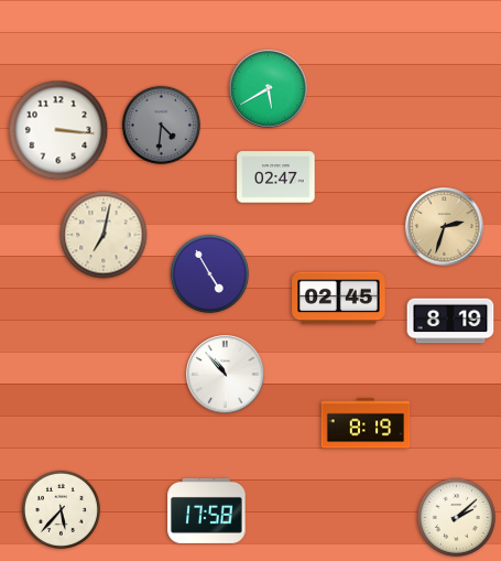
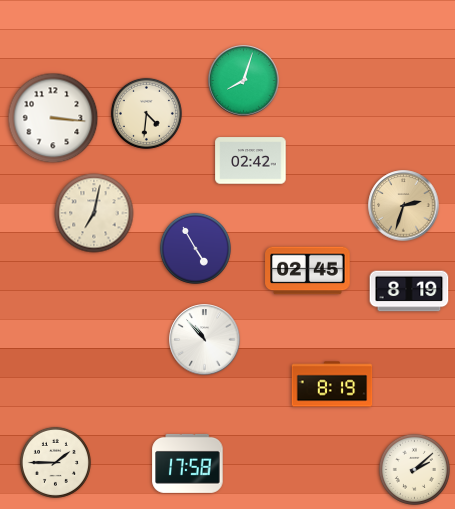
clock at (269, 89): 5:40 -> 8:03
clock at (161, 125) dial: grey -> cream
clock at (276, 177): 02:47 -> 02:42
clock at (209, 273) position: (209, 273) -> (195, 248)
clock at (61, 509): 5:37 -> 1:45
